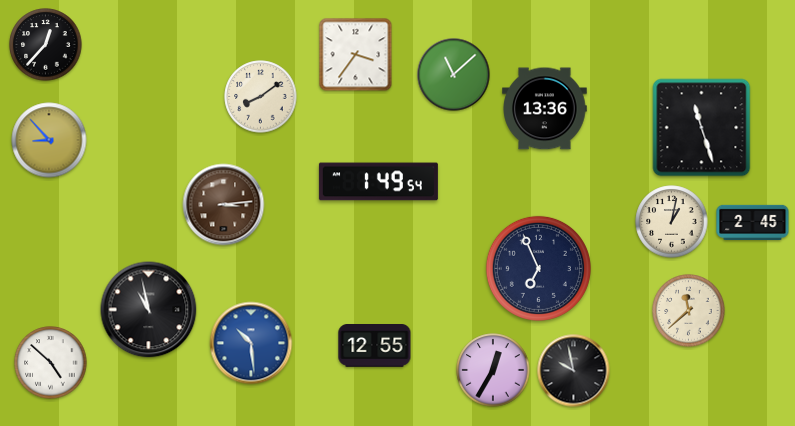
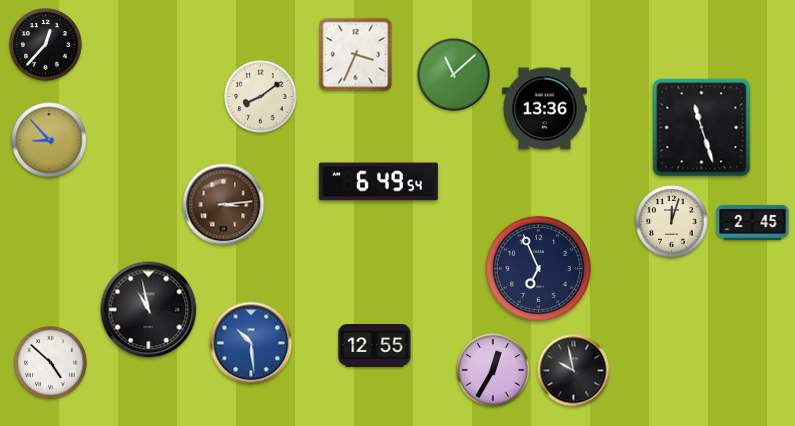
clock at (356, 55): 3:36 -> 3:34
clock at (378, 182): 1:49 -> 6:49
clock at (672, 222): 1:02 -> 12:03
clock at (689, 311): 11:38 -> none
